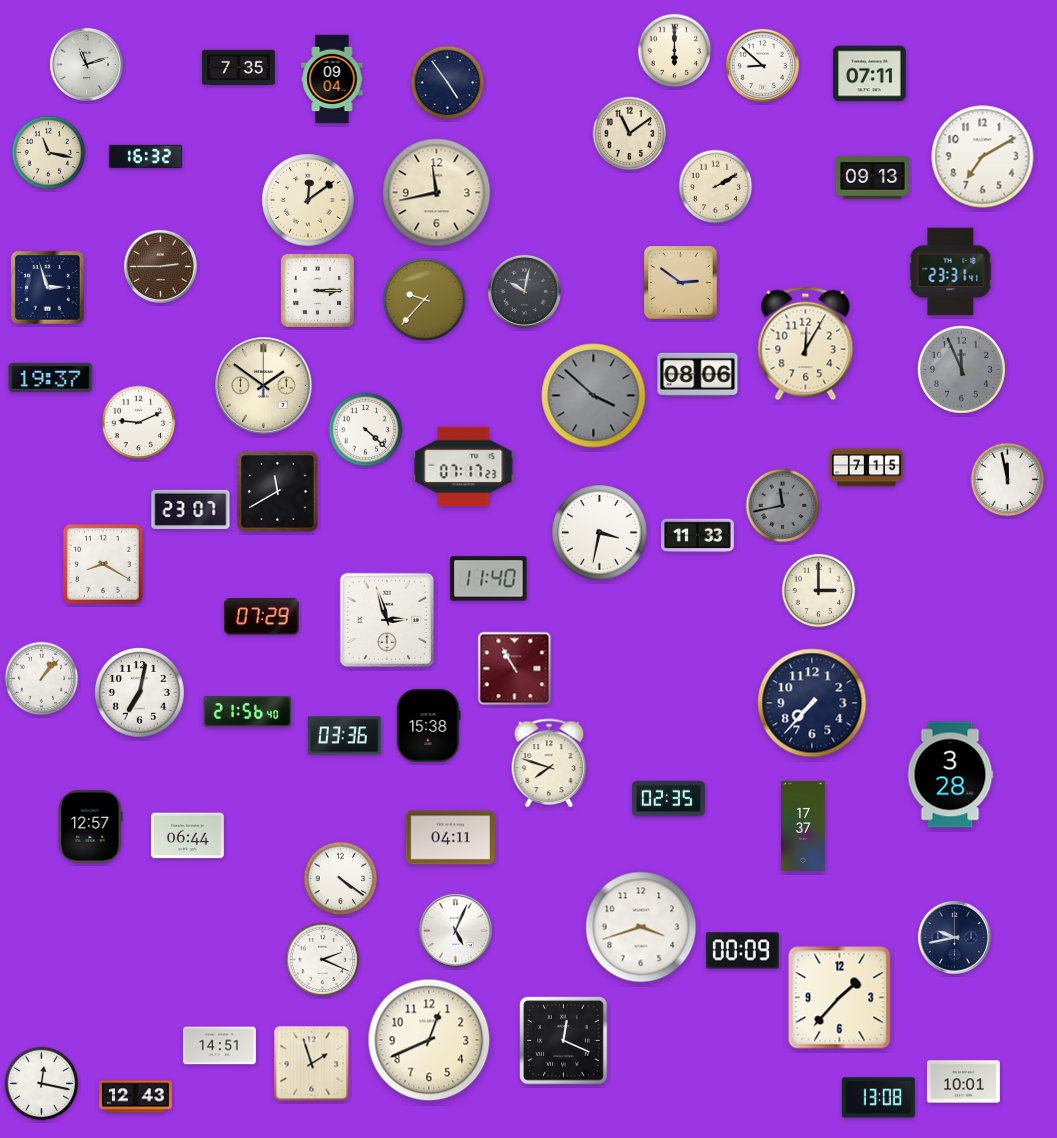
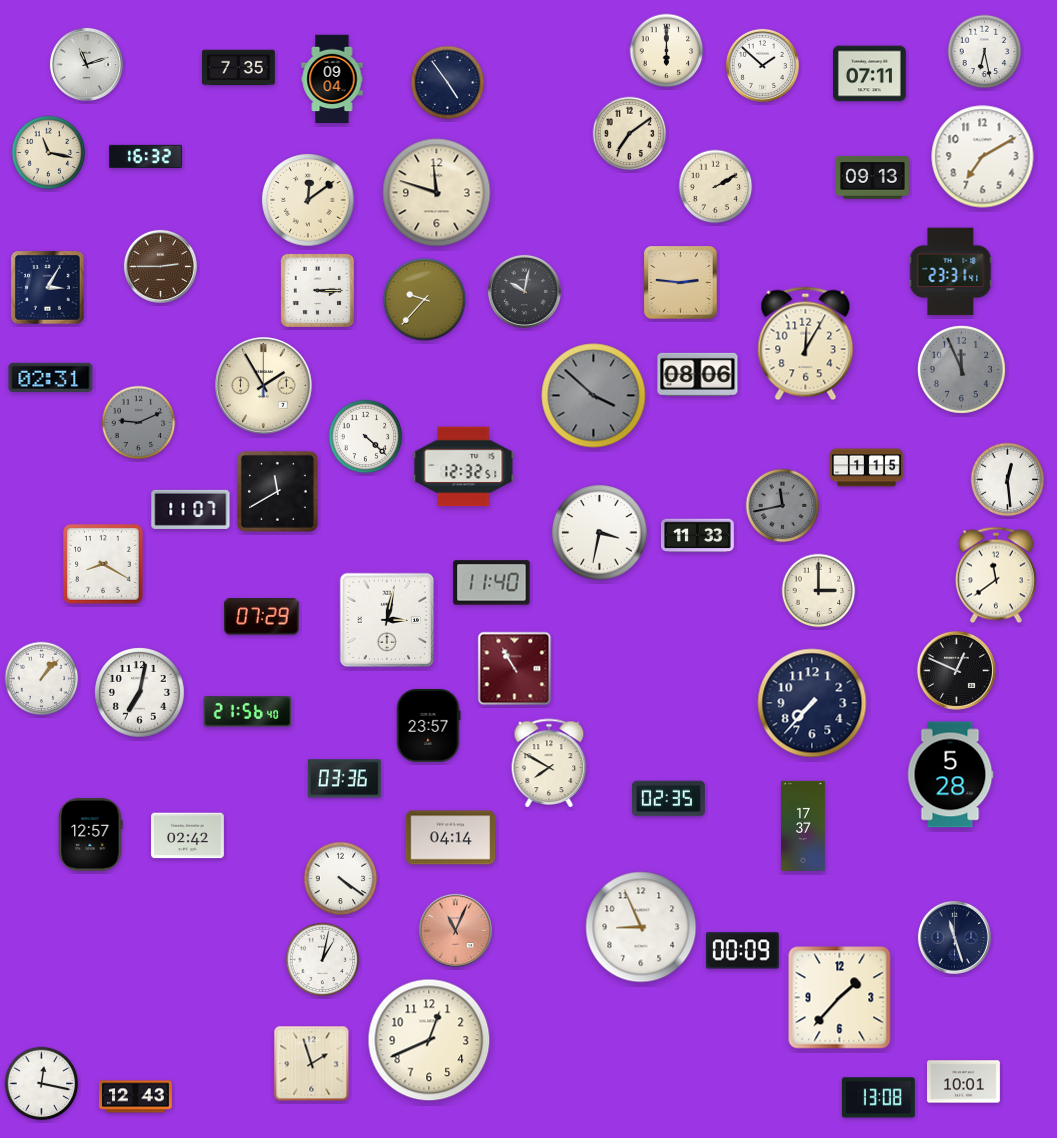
clock at (675, 51) position: (675, 51) -> (667, 51)
clock at (985, 52): none -> 6:28
clock at (762, 65): 8:52 -> 1:52
clock at (630, 134): 11:09 -> 7:09
clock at (437, 193): 11:43 -> 11:48
clock at (681, 283): 2:51 -> 2:46
clock at (48, 288): 2:57 -> 3:05
clock at (51, 377): 19:37 -> 02:31
clock at (264, 386): 1:51 -> 1:55
clock at (139, 423) dial: white -> grey
clock at (366, 430) position: (366, 430) -> (366, 437)
clock at (464, 467): 07:17 -> 12:32
clock at (867, 468): 7:15 -> 1:15
clock at (1008, 480): 11:58 -> 12:29
clock at (191, 509): 23:07 -> 11:07
clock at (996, 575): none -> 11:39
clock at (489, 579) position: (489, 579) -> (492, 583)
clock at (387, 620): 2:57 -> 3:02
clock at (956, 670): none -> 12:49
clock at (429, 725): 15:38 -> 23:57
clock at (344, 736) position: (344, 736) -> (344, 779)
clock at (549, 763): 7:48 -> 7:50
clock at (950, 775): 3:28 -> 5:28
clock at (90, 826) position: (90, 826) -> (90, 834)
clock at (188, 836): 06:44 -> 02:42
clock at (451, 838): 04:11 -> 04:14
clock at (641, 927): 3:42 -> 8:56
clock at (455, 930): 5:04 -> 11:04
clock at (455, 930) dial: white -> salmon
clock at (954, 937): 9:43 -> 11:27
clock at (323, 960): 2:19 -> 1:02
clock at (564, 1041): 12:19 -> none
clock at (220, 1046): 14:51 -> none
